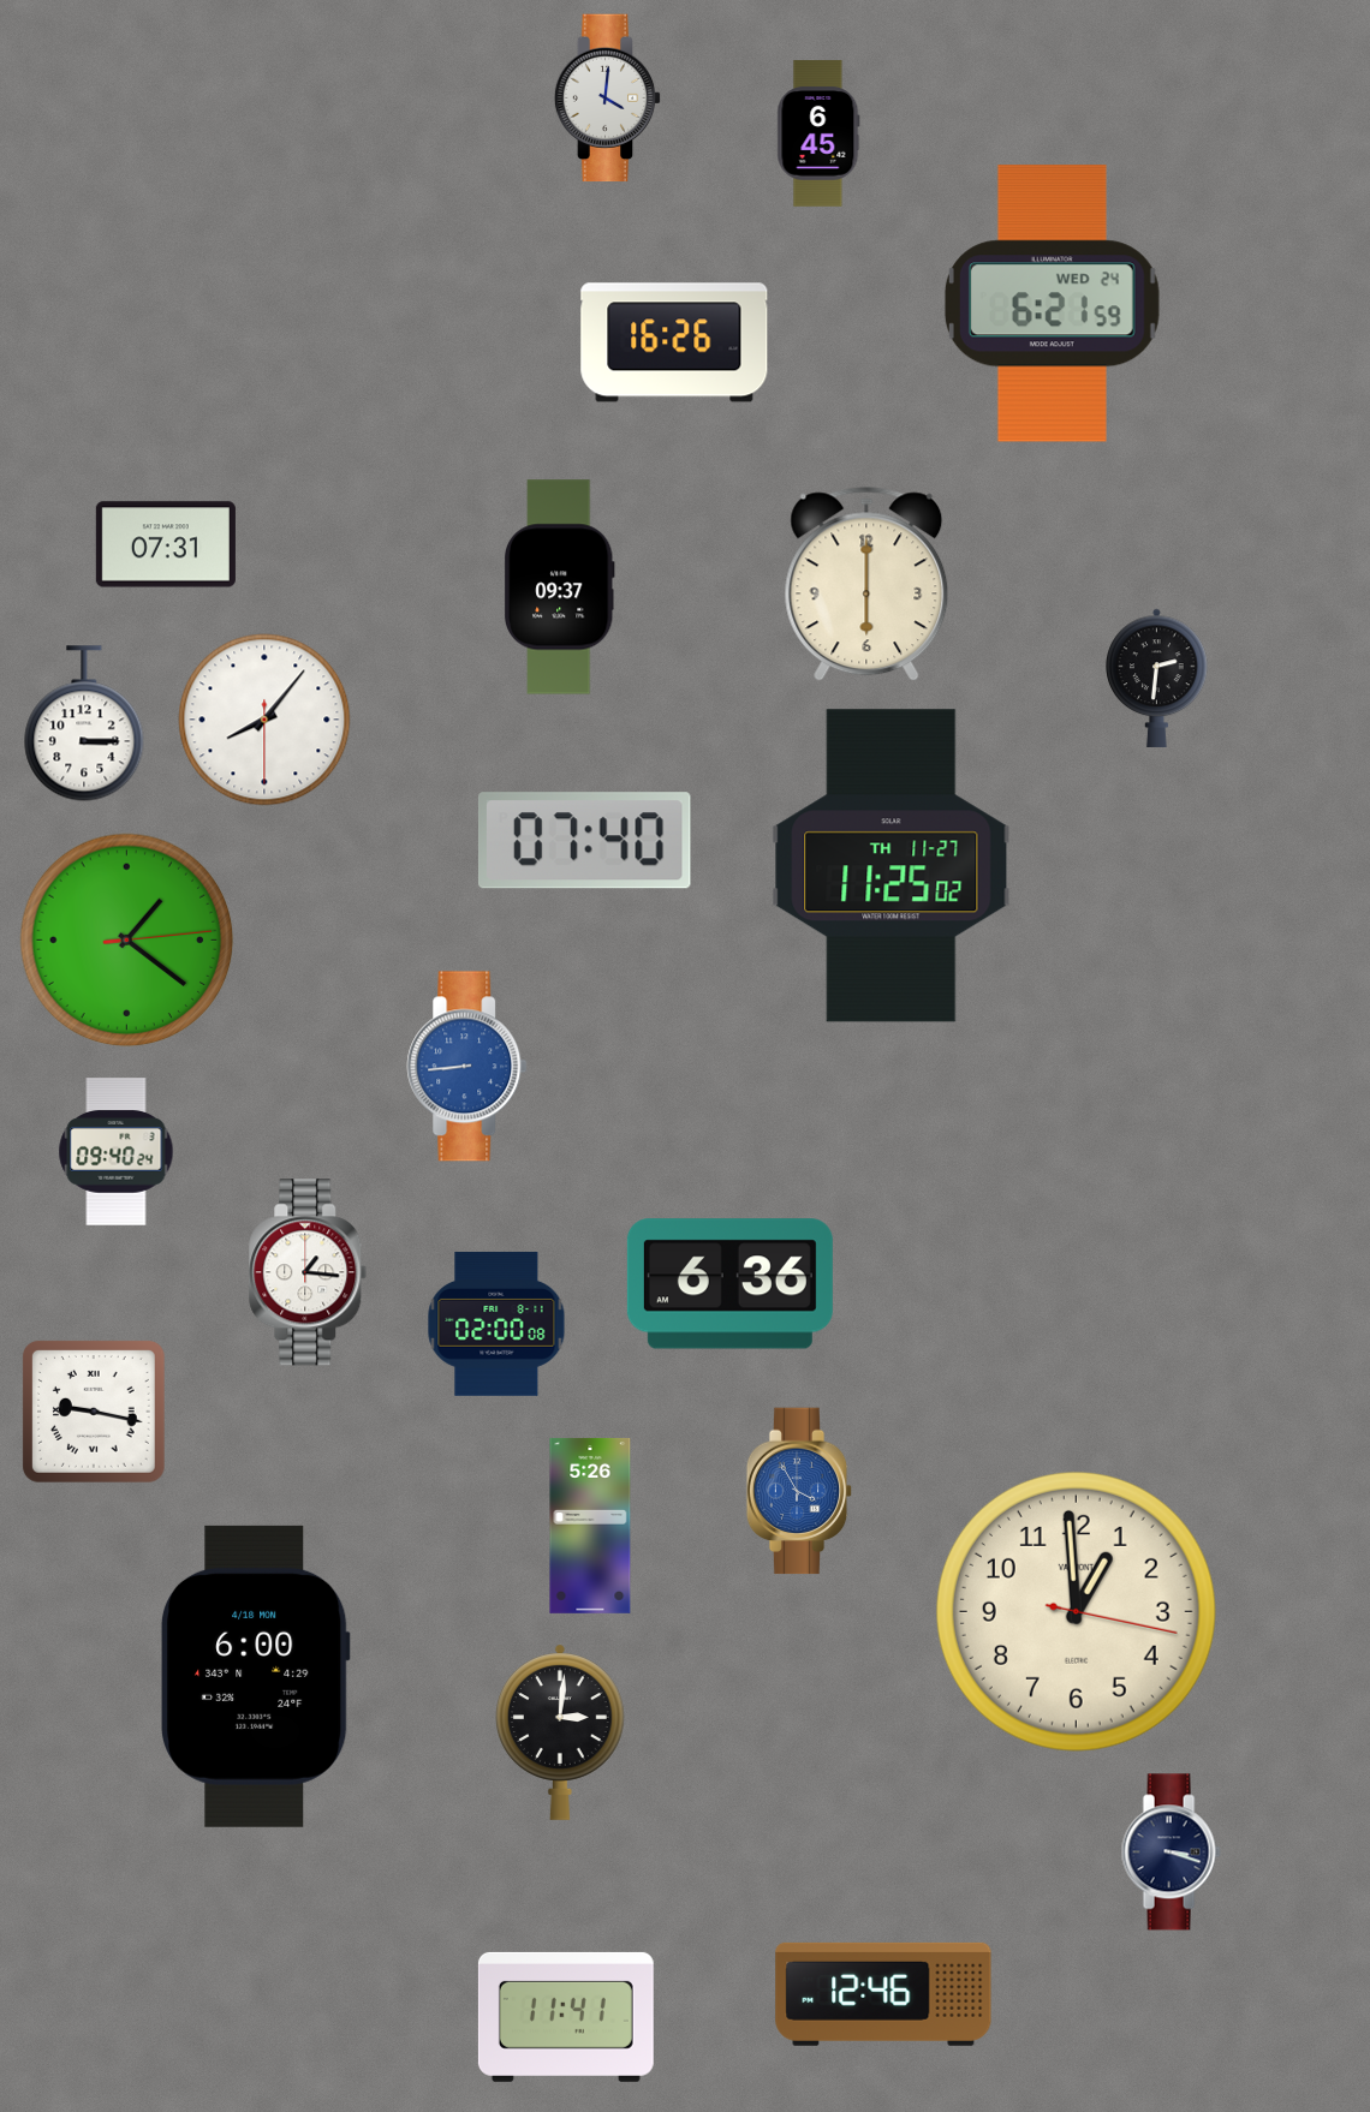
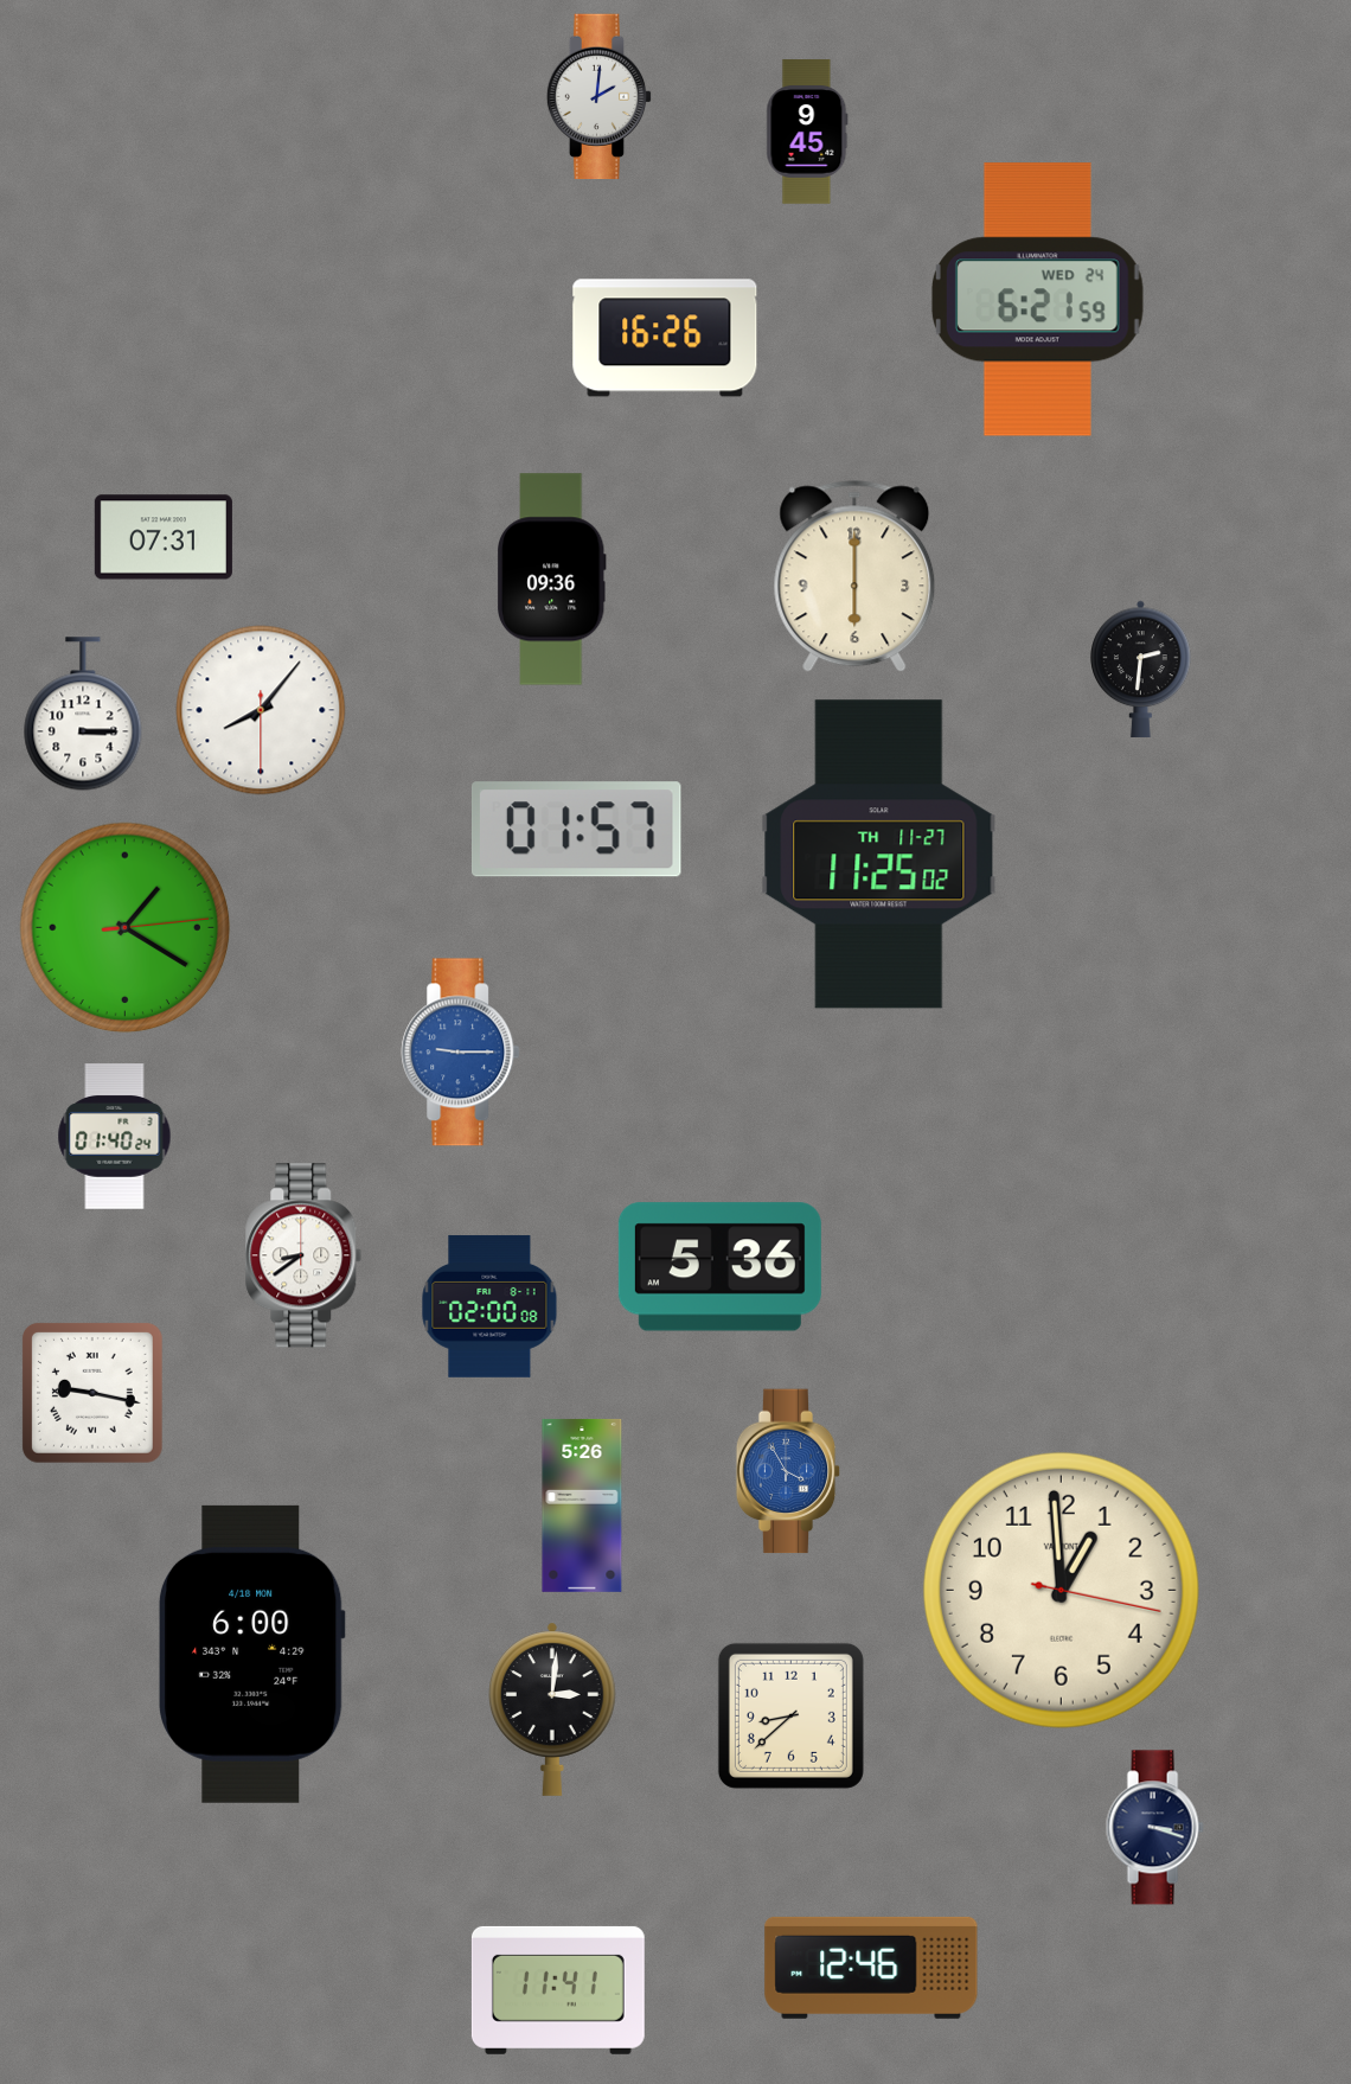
clock at (608, 99): 4:01 -> 2:01
clock at (818, 133): 6:45 -> 9:45
clock at (560, 587): 09:37 -> 09:36
clock at (584, 841): 07:40 -> 01:57
clock at (127, 941): 1:21 -> 1:20
clock at (467, 1067): 8:44 -> 9:15
clock at (117, 1152): 09:40 -> 01:40
clock at (308, 1272): 1:16 -> 8:39
clock at (729, 1284): 6:36 -> 5:36
clock at (790, 1715): none -> 8:38
